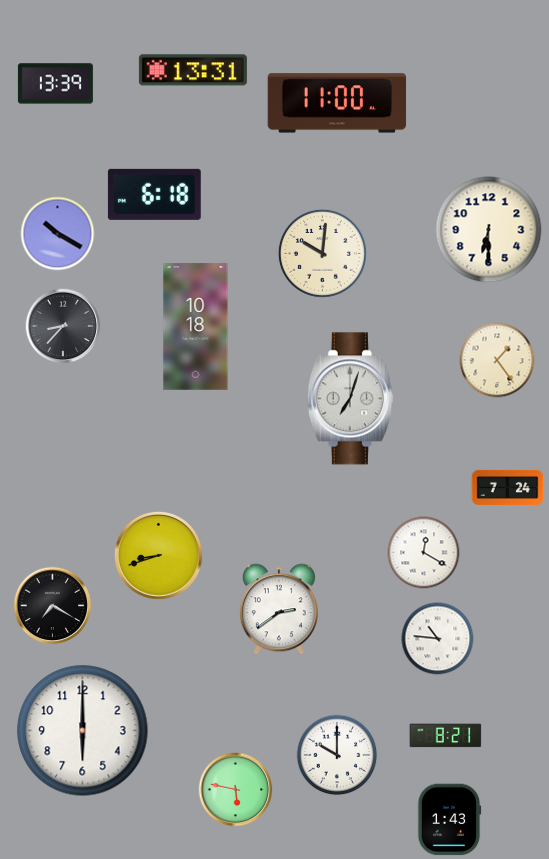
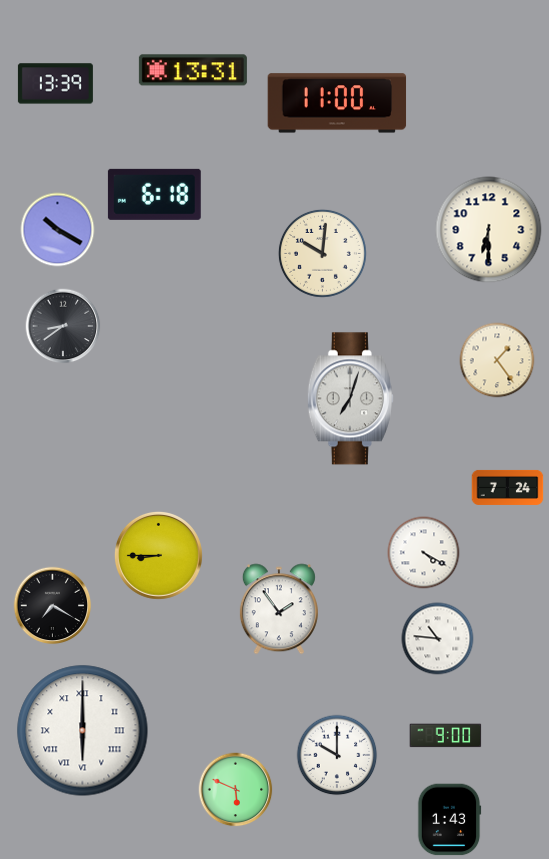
clock at (58, 234) position: (58, 234) -> (58, 230)
clock at (63, 326): 8:37 -> 8:39
clock at (196, 327): 10:18 -> none
clock at (424, 553): 12:20 -> 4:20
clock at (158, 555): 8:42 -> 8:45
clock at (279, 609): 2:39 -> 1:54
clock at (83, 731) numerals: Arabic -> Roman
clock at (446, 736): 8:21 -> 9:00
clock at (236, 790): 5:47 -> 5:49
